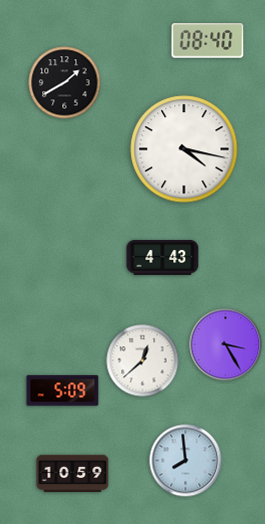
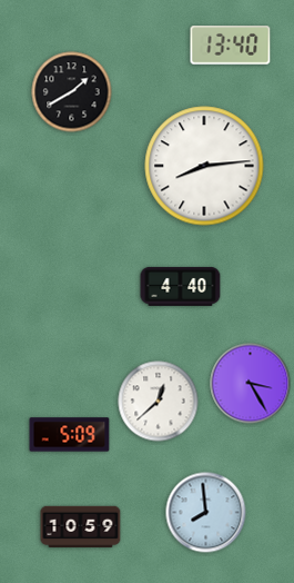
clock at (208, 41): 08:40 -> 13:40
clock at (184, 149): 4:17 -> 8:14
clock at (163, 257): 4:43 -> 4:40
